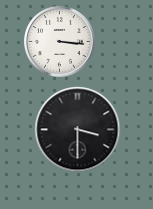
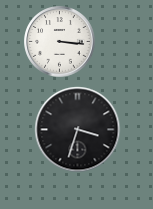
clock at (78, 130): 3:30 -> 3:33
